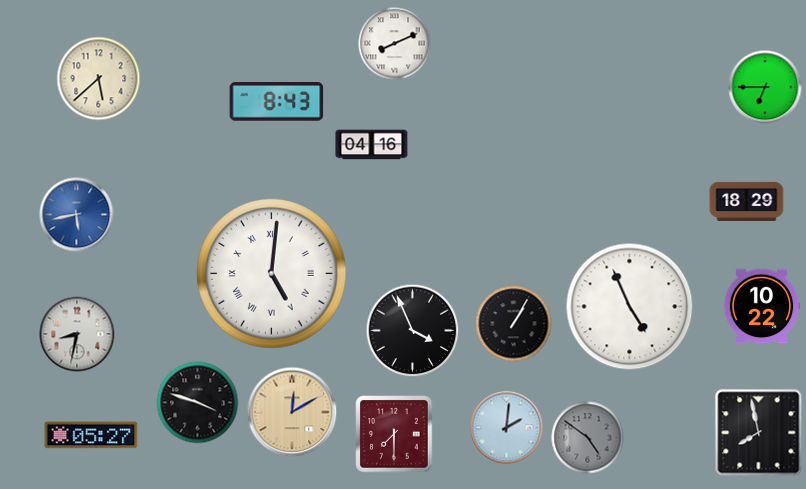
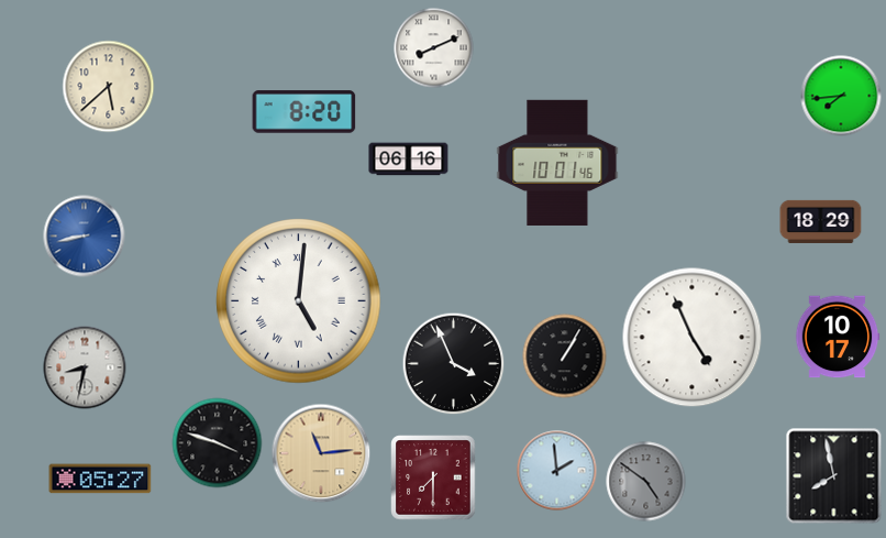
clock at (765, 87): 6:45 -> 7:44
clock at (277, 102): 8:43 -> 8:20
clock at (372, 145): 04:16 -> 06:16
clock at (557, 163): none -> 10:01
clock at (77, 215): 5:43 -> 8:43
clock at (762, 306): 10:22 -> 10:17
clock at (292, 412): 12:10 -> 11:14
clock at (507, 428): 2:01 -> 1:59
